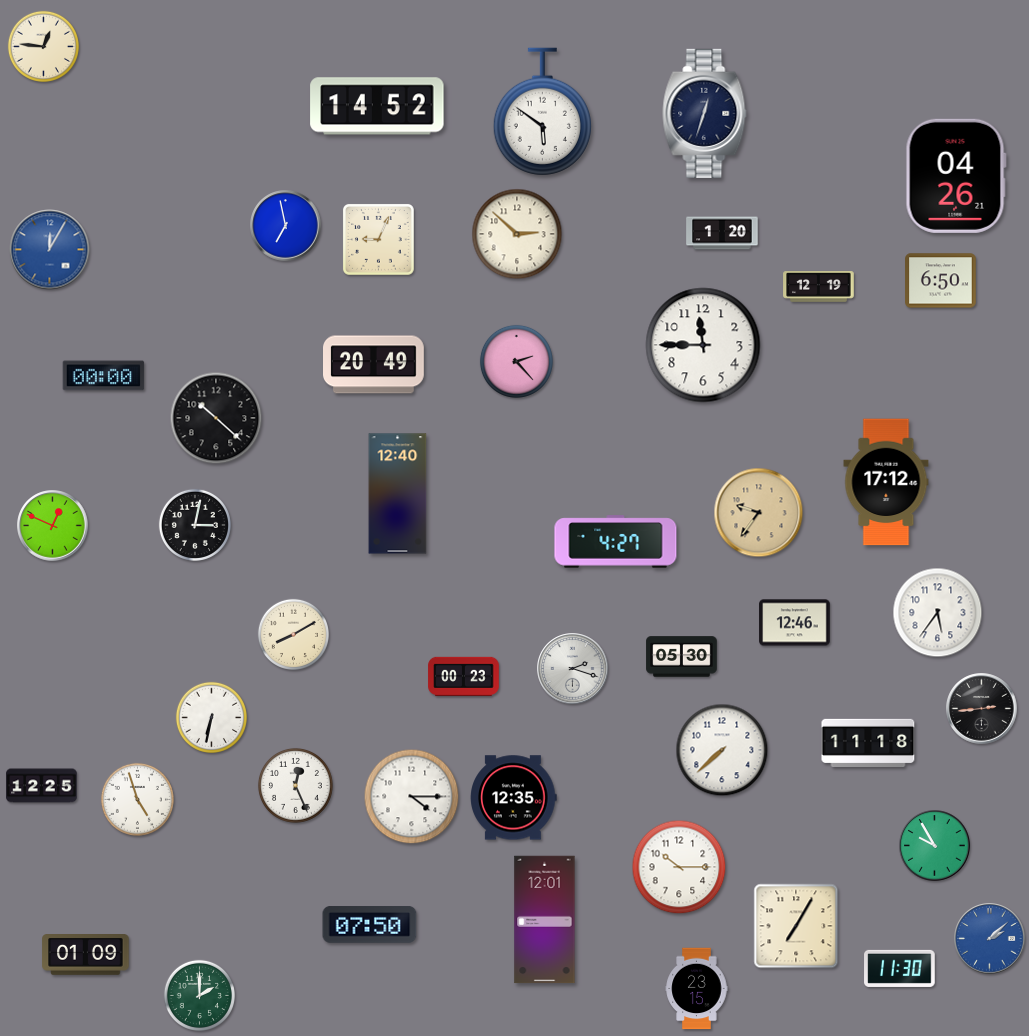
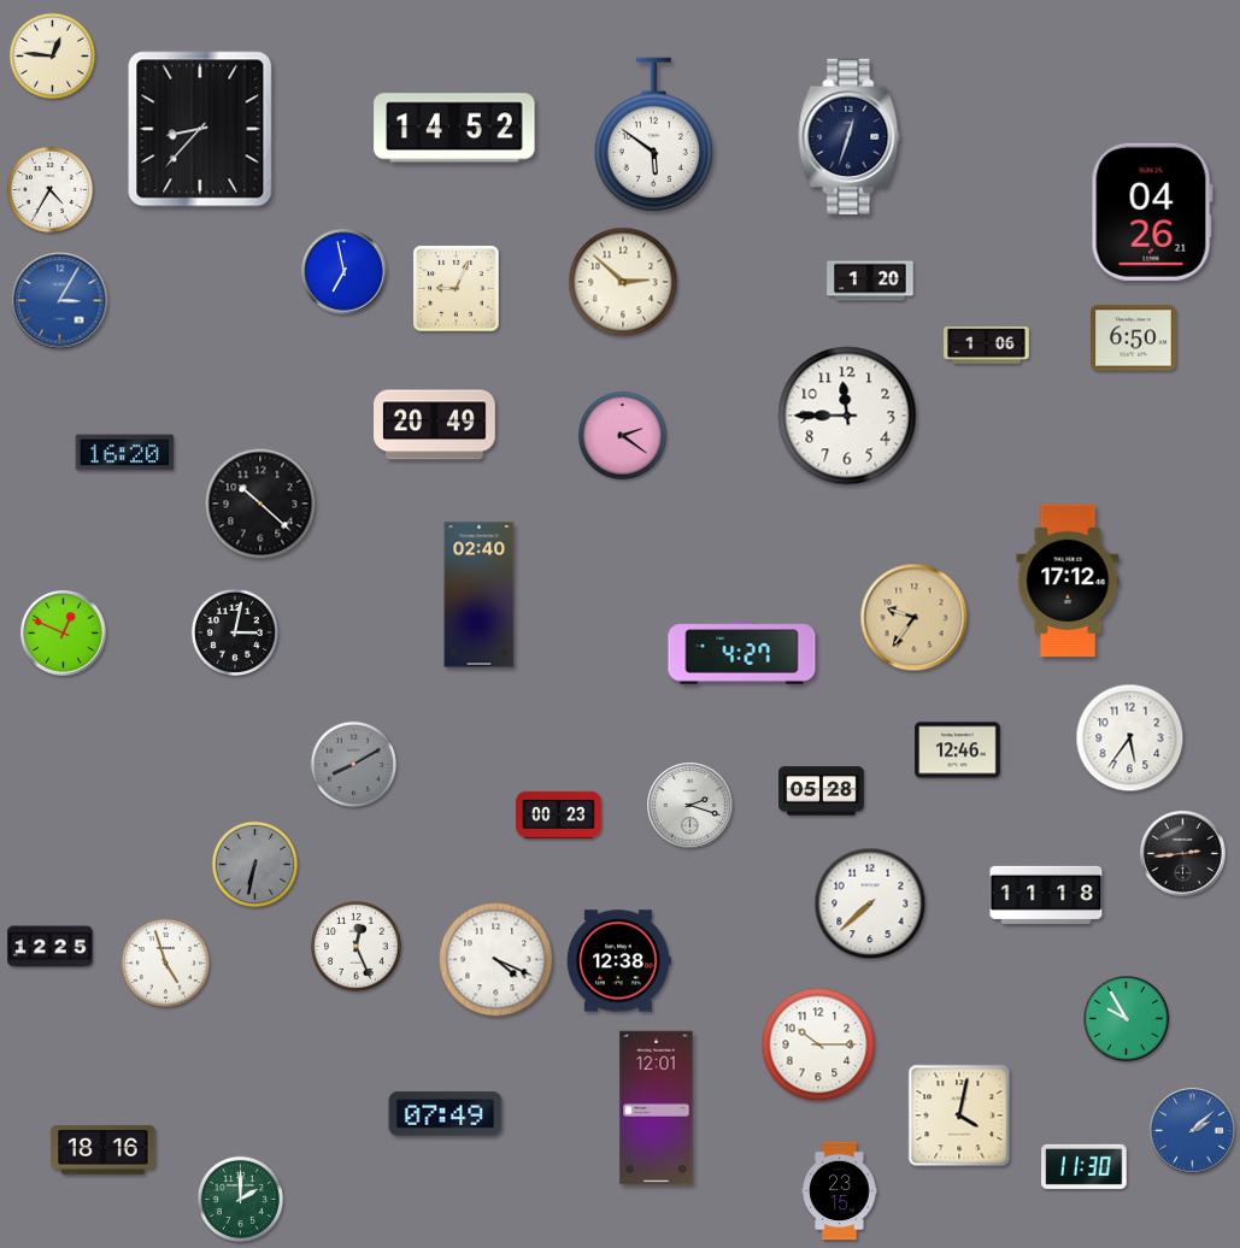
clock at (200, 129): none -> 8:37
clock at (49, 189): none -> 4:35
clock at (50, 250): 12:05 -> 3:05
clock at (819, 287): 12:19 -> 1:06
clock at (516, 361): 2:23 -> 2:21
clock at (374, 365) position: (374, 365) -> (435, 425)
clock at (104, 376): 00:00 -> 16:20
clock at (398, 494): 12:40 -> 02:40
clock at (293, 634) dial: cream -> grey
clock at (682, 657): 05:30 -> 05:28
clock at (211, 717) dial: white -> grey
clock at (412, 797): 4:15 -> 4:19
clock at (514, 798): 12:35 -> 12:38
clock at (370, 925): 07:50 -> 07:49
clock at (796, 926): 7:05 -> 4:02
clock at (86, 955): 01:09 -> 18:16
